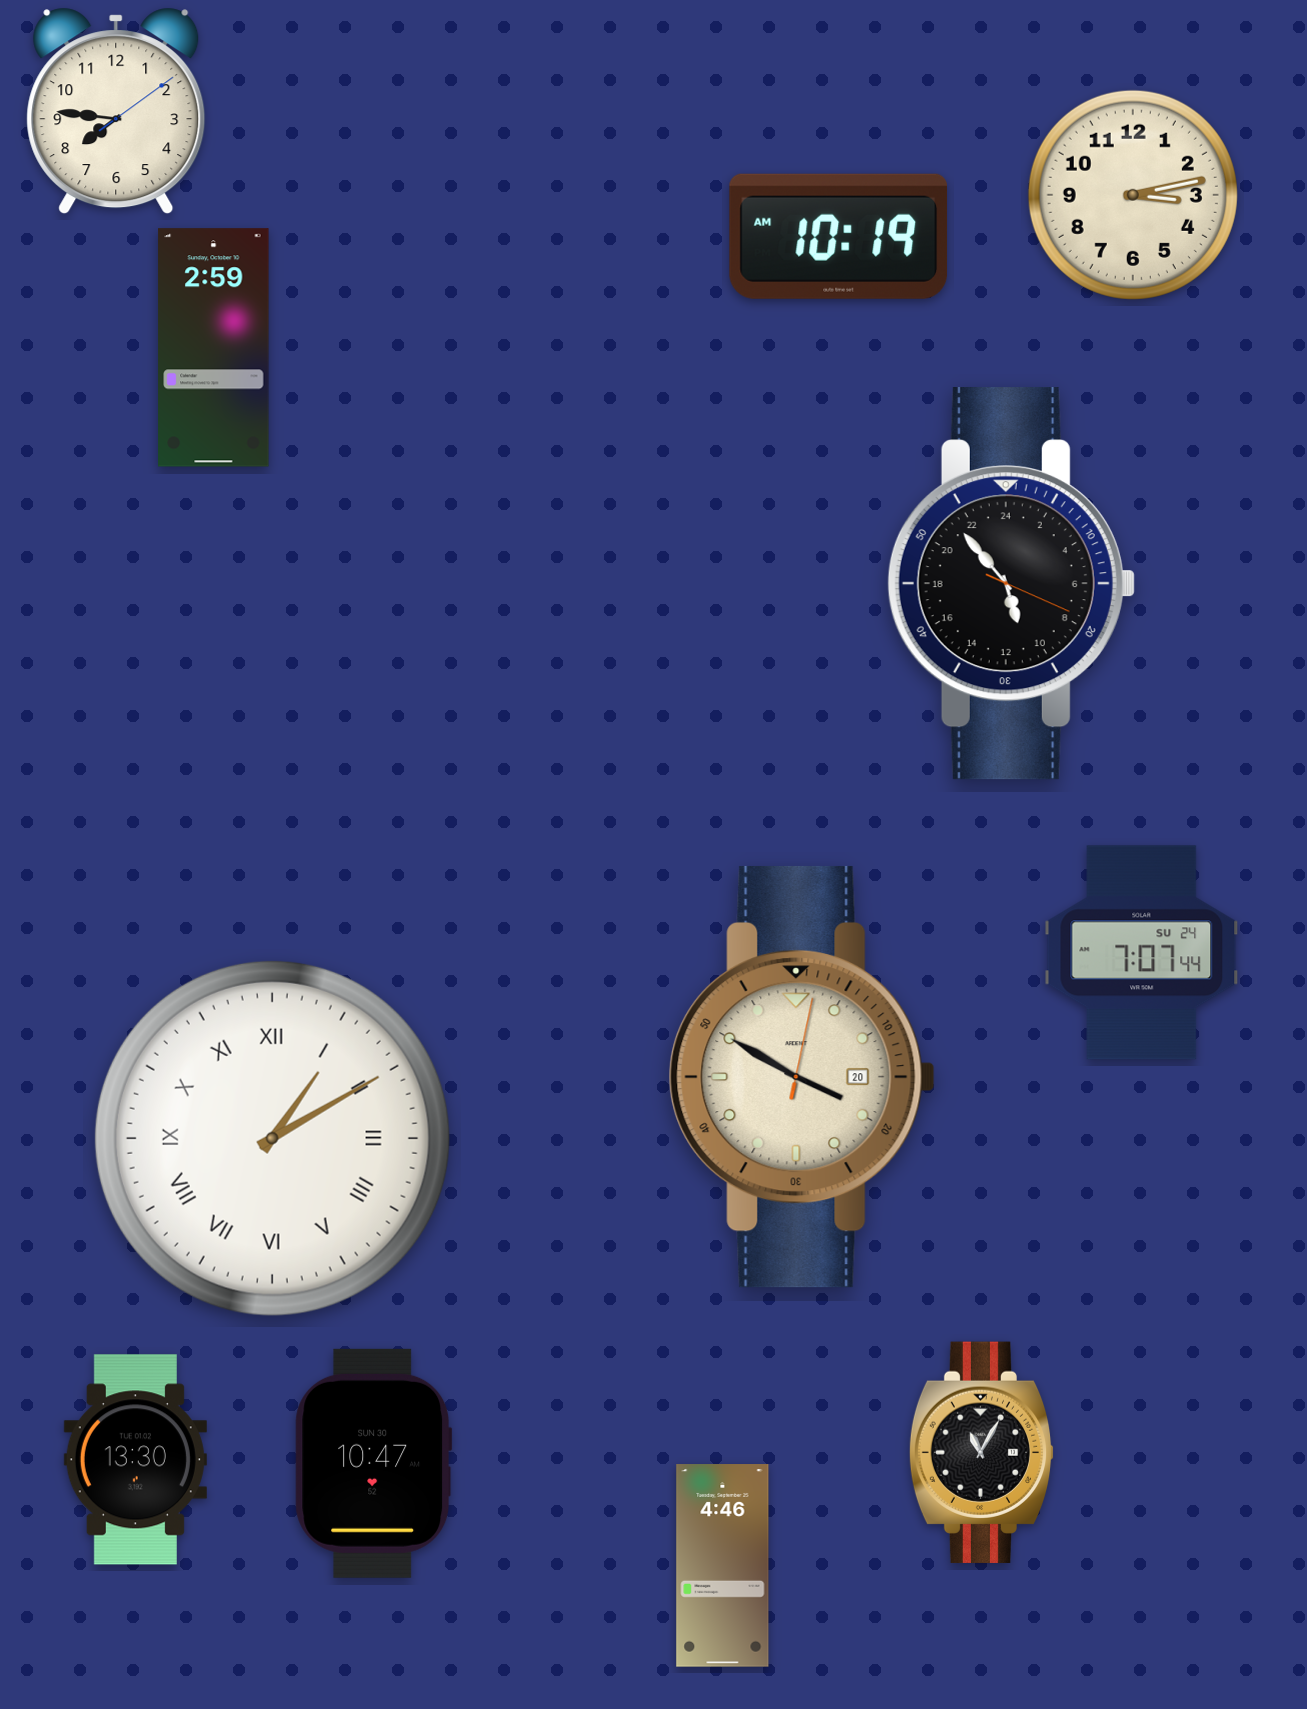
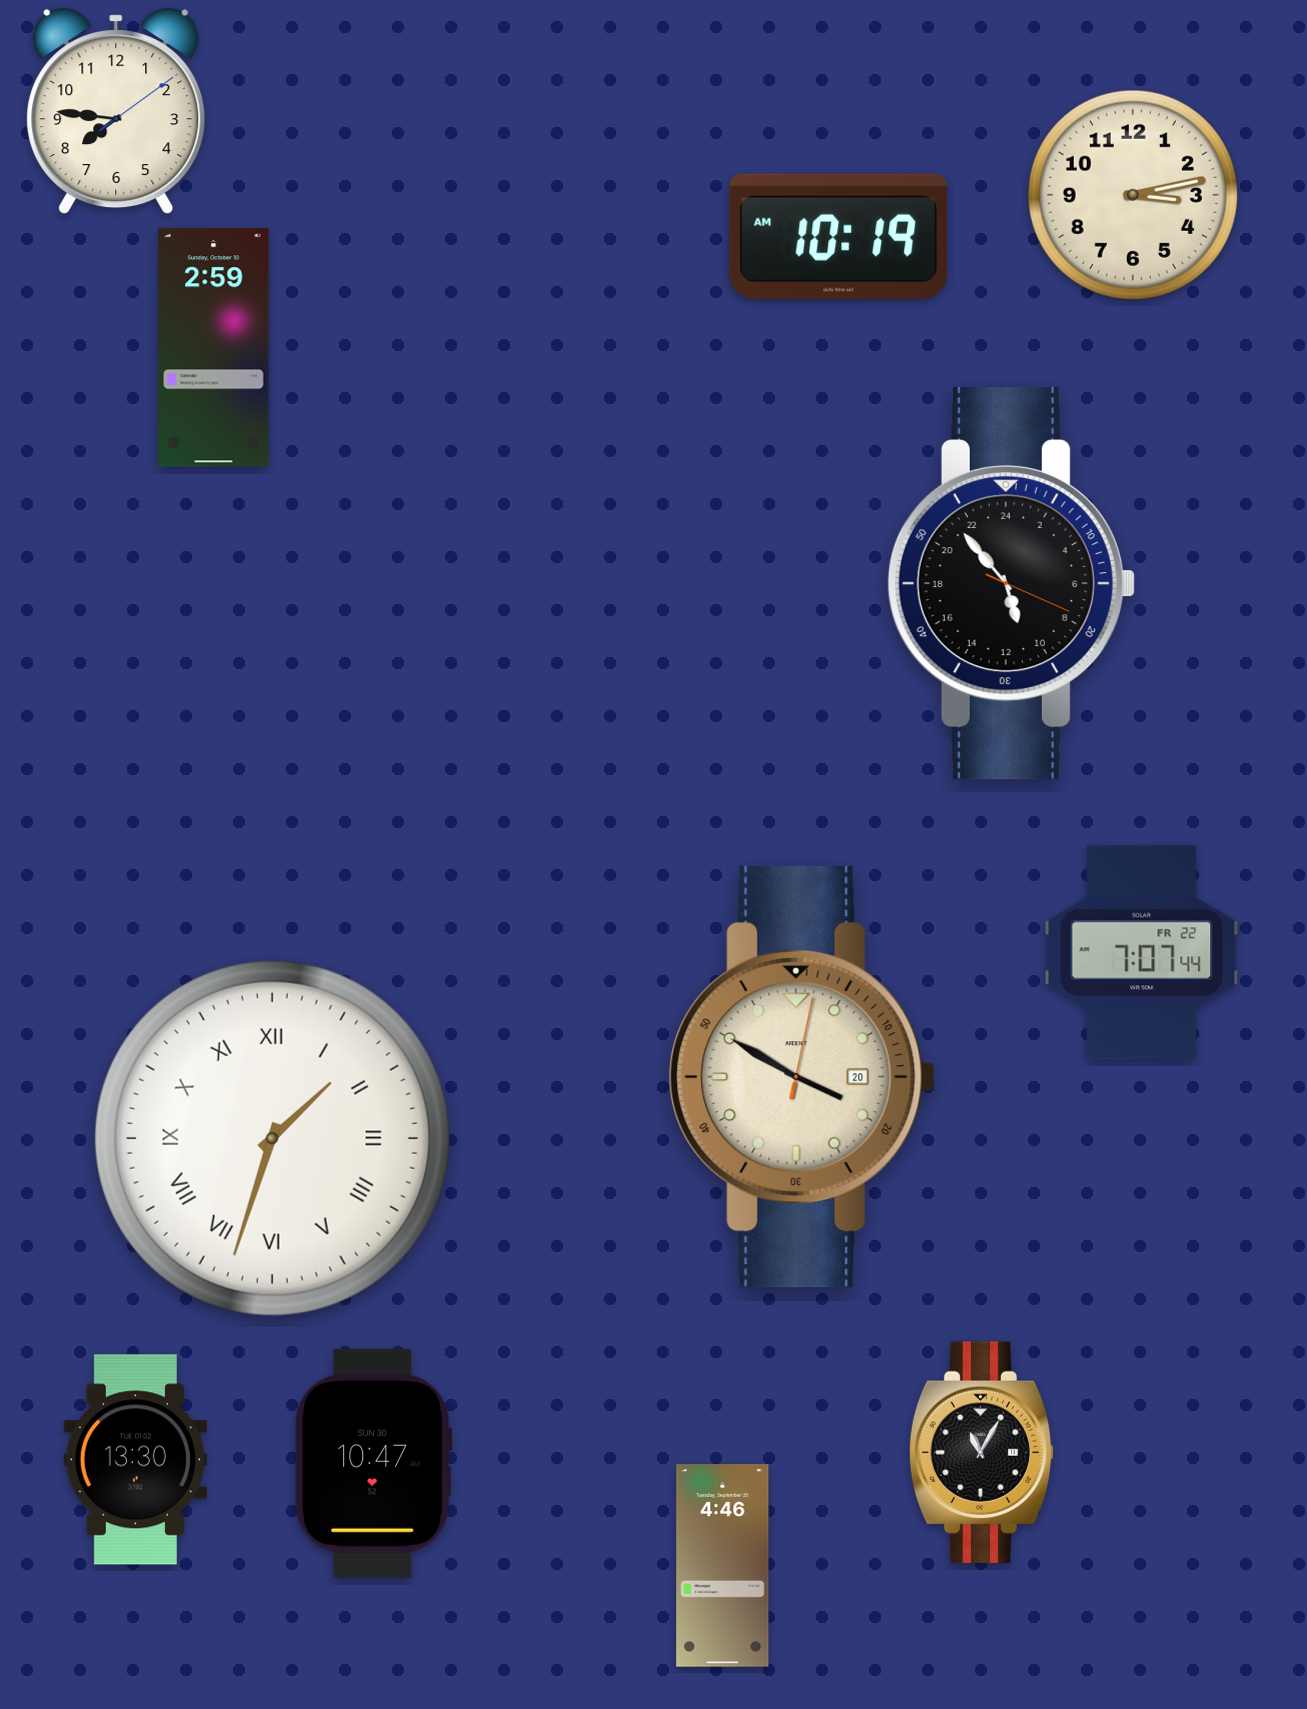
clock at (1142, 953) date: SU 24 -> FR 22
clock at (272, 1138): 1:10 -> 1:33
